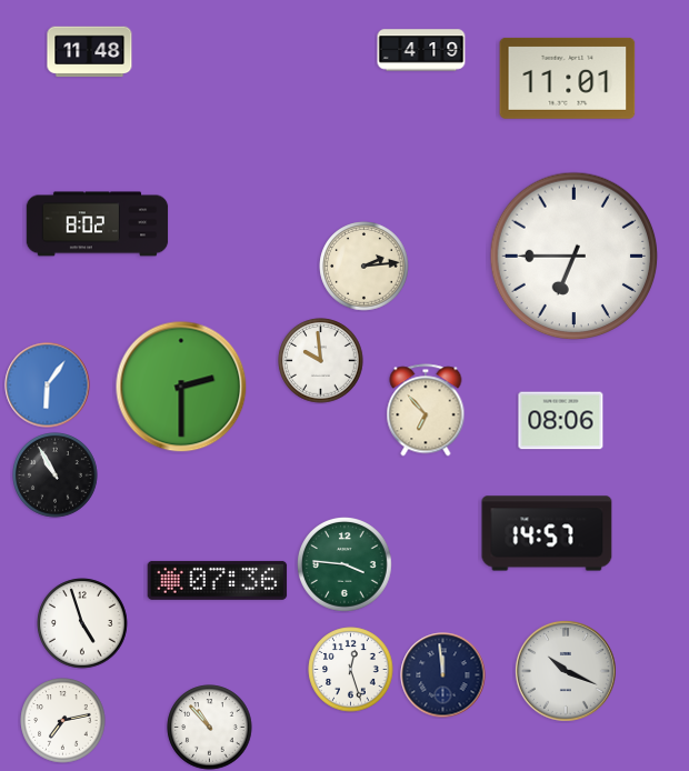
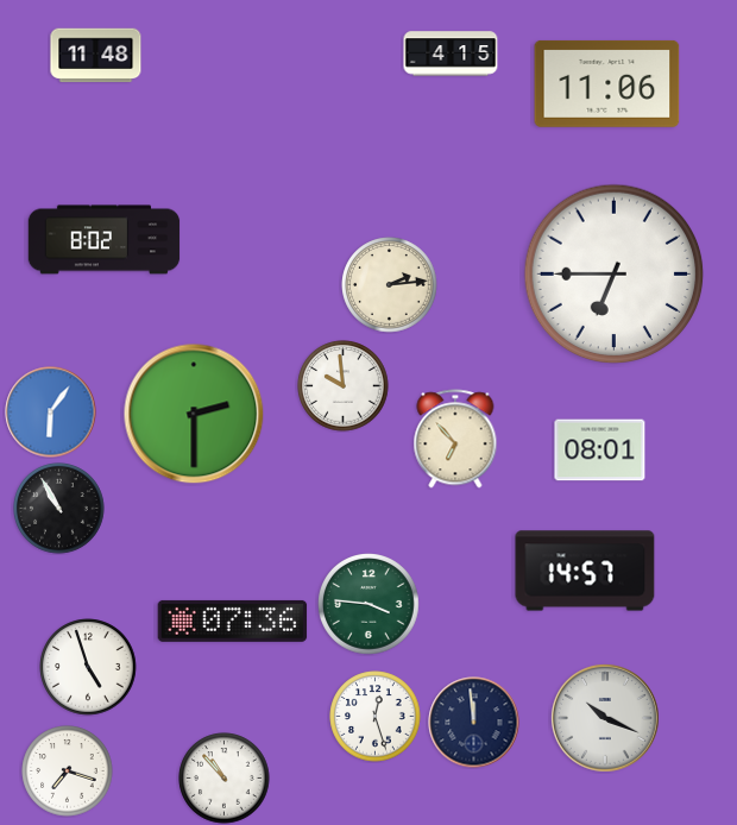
clock at (421, 50): 4:19 -> 4:15
clock at (568, 78): 11:01 -> 11:06
clock at (561, 421): 08:06 -> 08:01
clock at (63, 721): 7:13 -> 7:18
